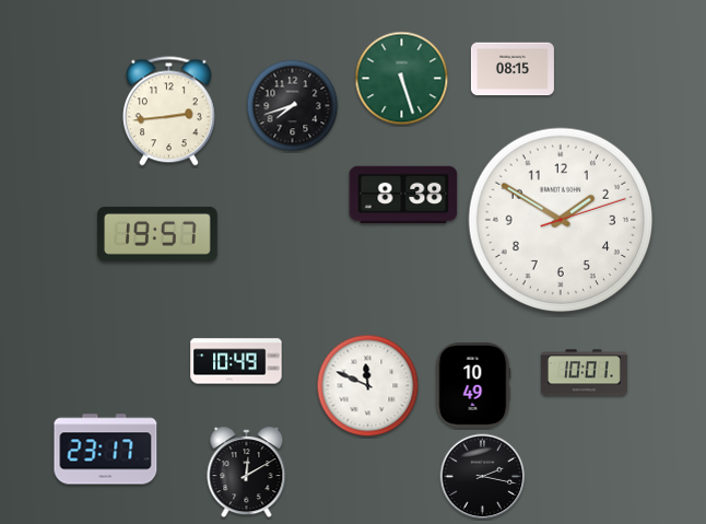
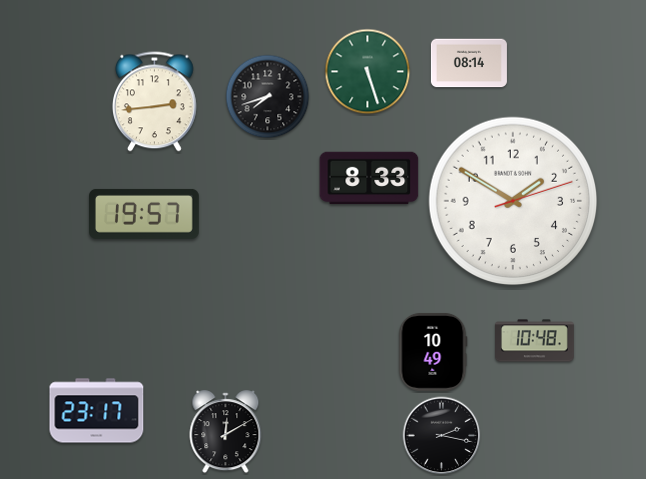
clock at (513, 69): 08:15 -> 08:14
clock at (403, 195): 8:38 -> 8:33
clock at (236, 361): 10:49 -> none
clock at (585, 373): 10:01 -> 10:48
clock at (368, 386): 11:49 -> none
